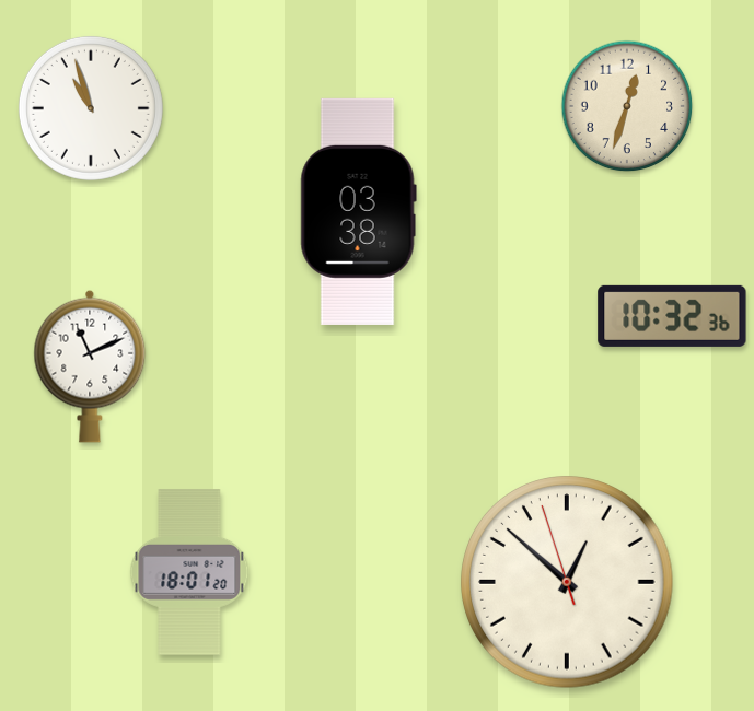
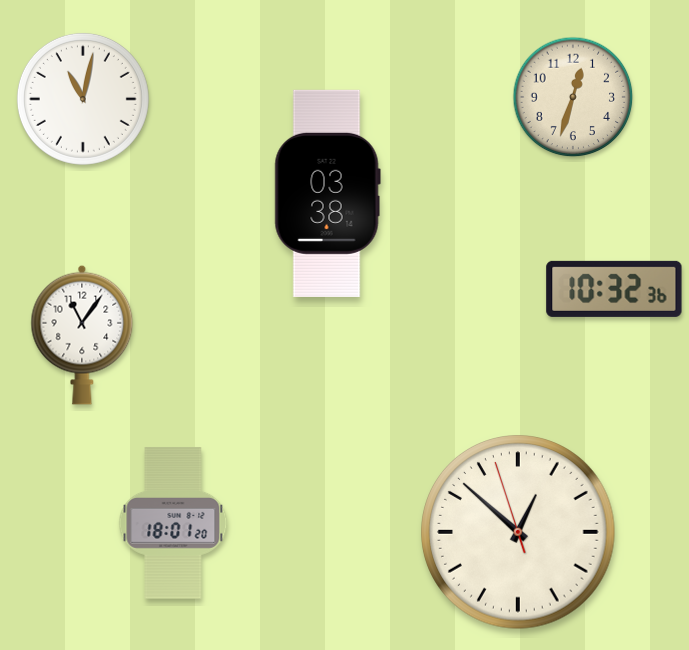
clock at (91, 108): 10:57 -> 11:02
clock at (90, 366): 11:11 -> 11:06
